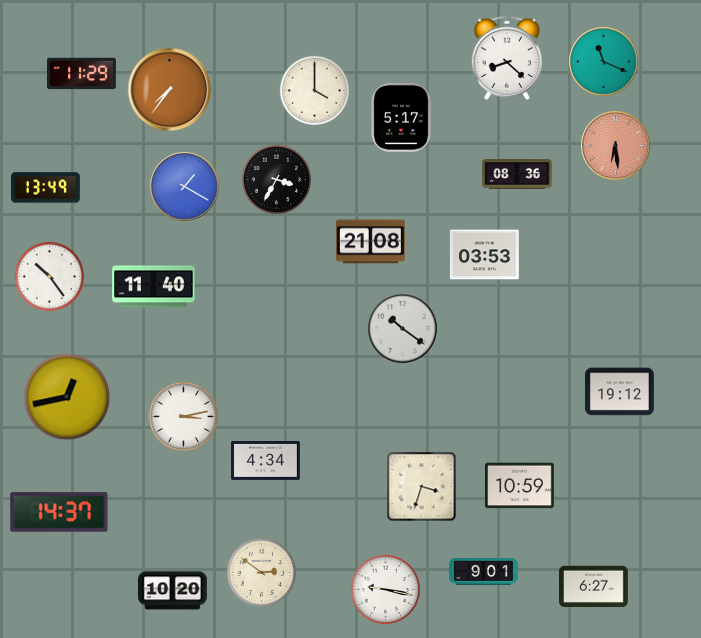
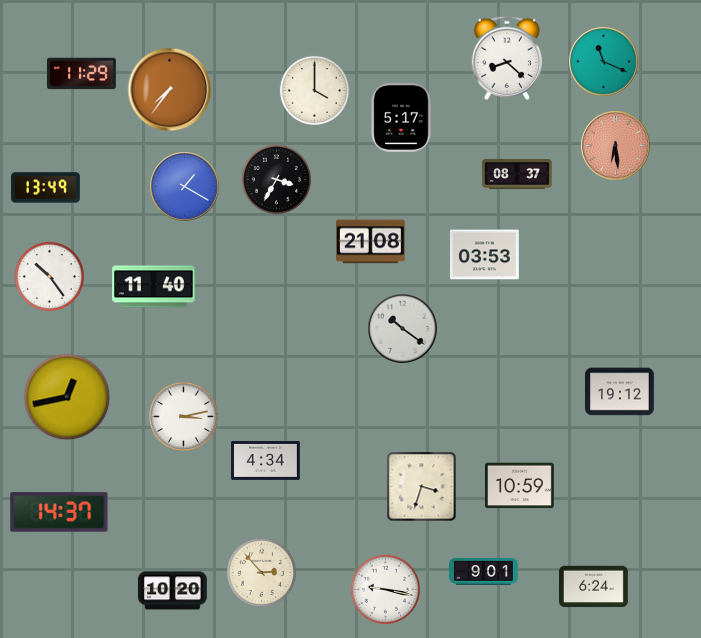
clock at (517, 175): 08:36 -> 08:37
clock at (261, 572): 2:51 -> 2:53
clock at (594, 587): 6:27 -> 6:24
